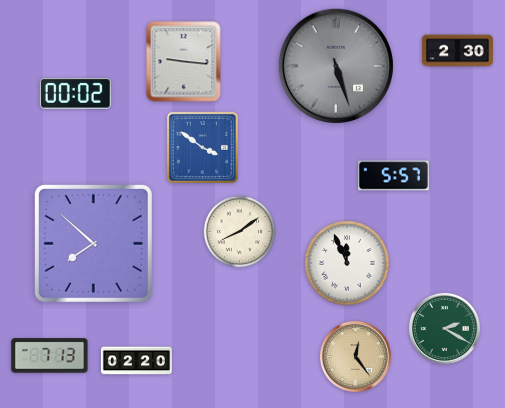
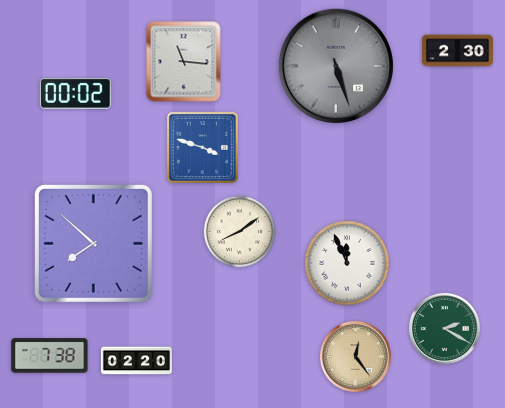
clock at (184, 62): 9:16 -> 11:16
clock at (202, 147): 3:51 -> 3:48
clock at (393, 176): 5:57 -> none
clock at (50, 356): 7:13 -> 7:38
